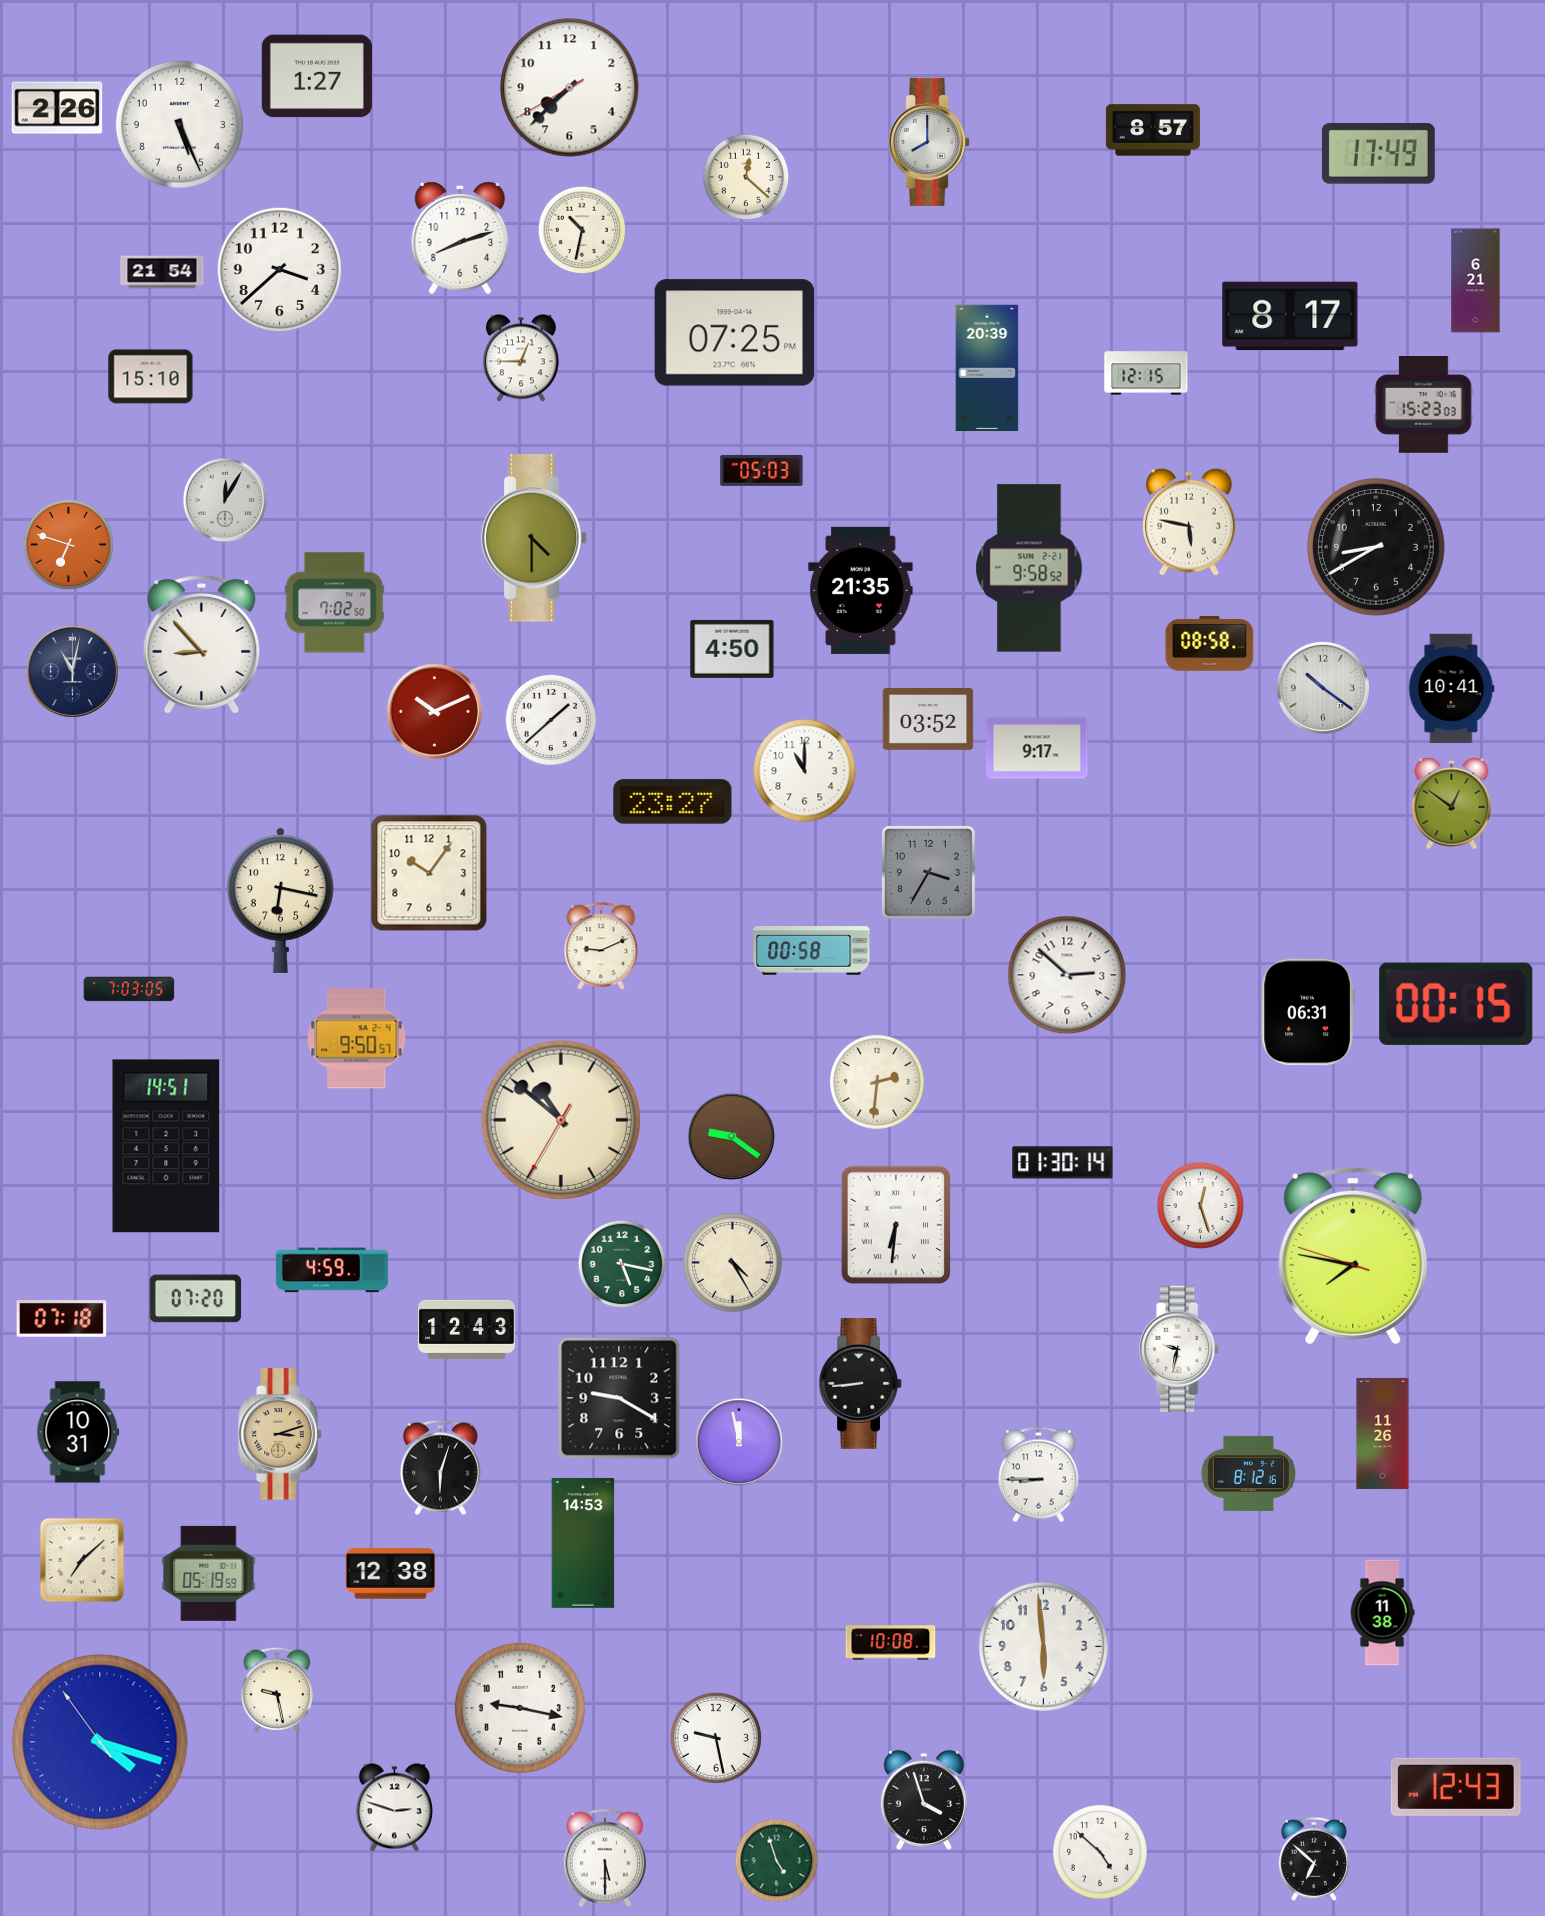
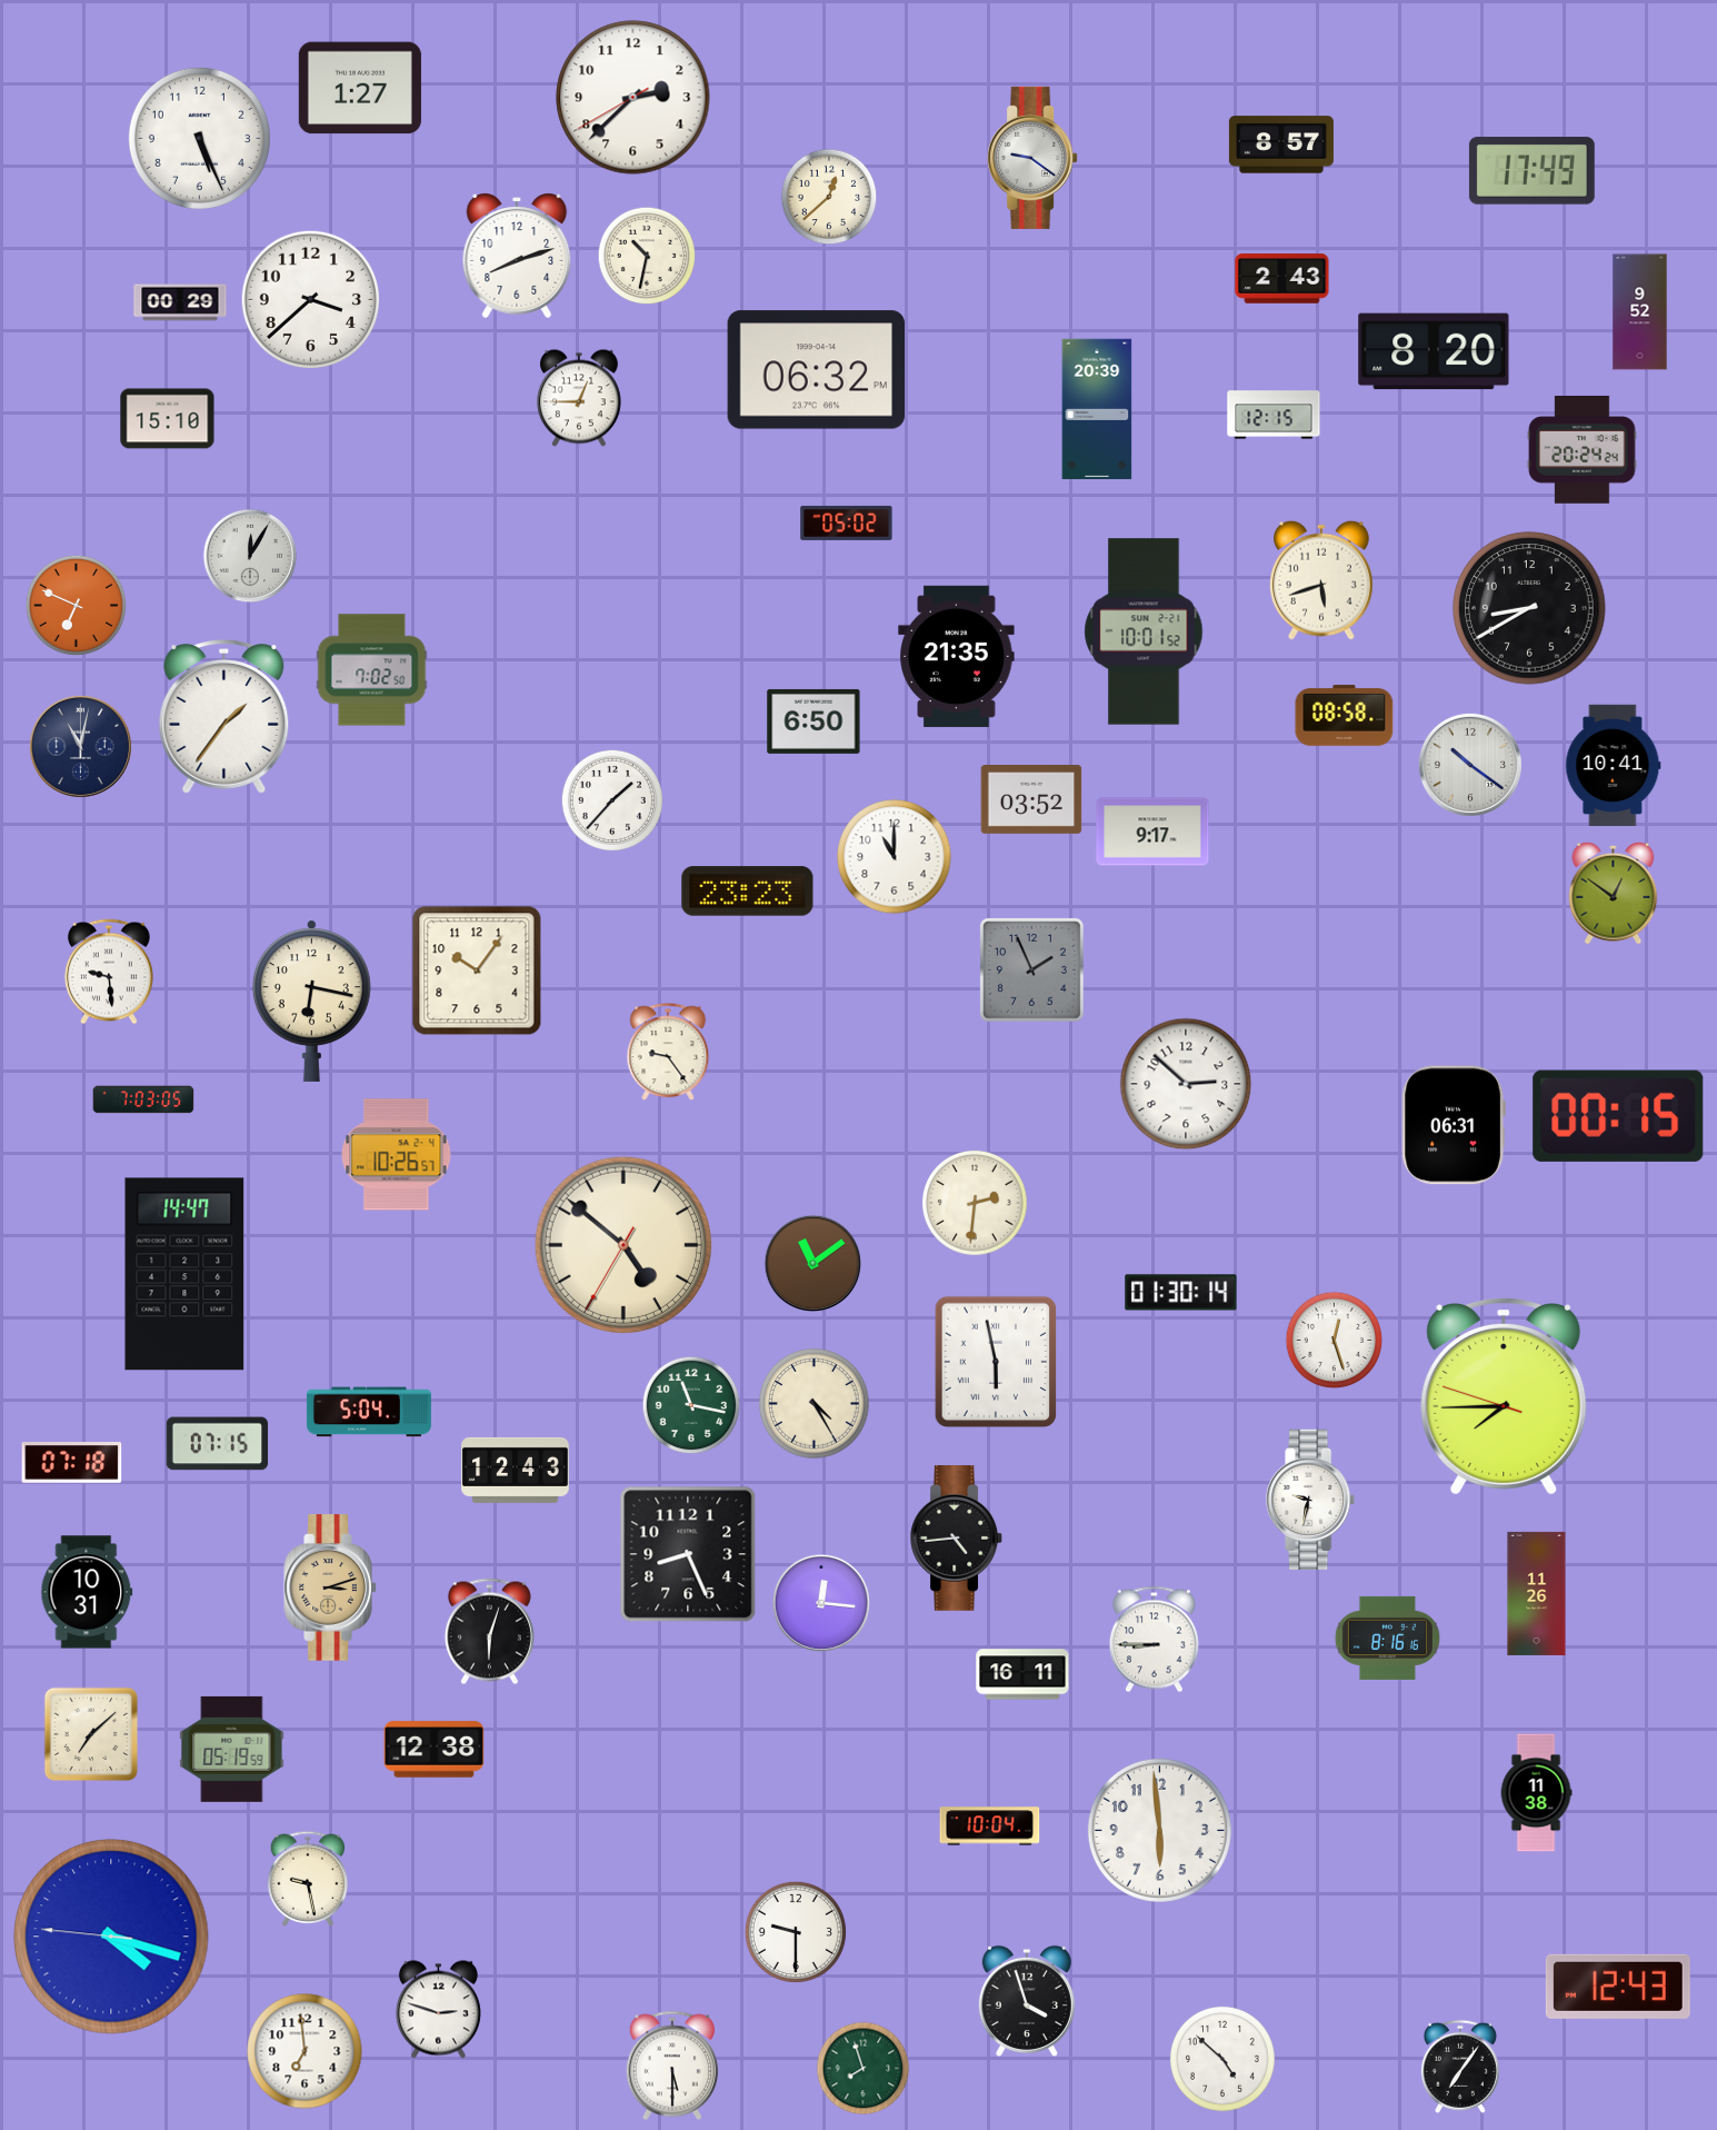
clock at (317, 76) position: (317, 76) -> (360, 88)
clock at (570, 88): 7:37 -> 2:37
clock at (57, 108): 2:26 -> none
clock at (929, 142): 8:00 -> 9:21
clock at (746, 177): 12:22 -> 12:38
clock at (460, 238) position: (460, 238) -> (517, 256)
clock at (1282, 279): none -> 2:43
clock at (162, 272): 21:54 -> 00:29
clock at (1476, 281): 6:21 -> 9:52
clock at (1290, 316): 8:17 -> 8:20
clock at (735, 333): 07:25 -> 06:32
clock at (1424, 405): 15:23 -> 20:24
clock at (762, 470): 05:03 -> 05:02
clock at (1189, 522): 5:47 -> 5:42
clock at (534, 538): 4:30 -> none
clock at (68, 544): 6:48 -> 6:49
clock at (1029, 568): 9:58 -> 10:01
clock at (202, 645): 8:53 -> 1:36
clock at (732, 649): 4:50 -> 6:50
clock at (434, 711): 10:11 -> none
clock at (551, 720): 1:38 -> 1:37
clock at (673, 802): 23:27 -> 23:23
clock at (928, 872): 3:35 -> 1:56
clock at (109, 972): none -> 9:29
clock at (601, 947): 9:11 -> 9:24
clock at (812, 951): 00:58 -> none
clock at (357, 1039): 9:50 -> 10:26
clock at (560, 1119): 10:51 -> 4:51
clock at (732, 1137): 9:21 -> 11:09
clock at (166, 1146): 14:51 -> 14:47
clock at (895, 1225): 6:31 -> 5:58
clock at (1353, 1257): 7:46 -> 7:44
clock at (622, 1264): 5:17 -> 11:17
clock at (332, 1270): 4:59 -> 5:04
clock at (196, 1299): 07:20 -> 07:15
clock at (62, 1319) position: (62, 1319) -> (72, 1463)
clock at (467, 1329) position: (467, 1329) -> (516, 1470)
clock at (860, 1384): 8:44 -> 4:44
clock at (619, 1398): 9:20 -> 8:26
clock at (280, 1434) position: (280, 1434) -> (330, 1587)
clock at (739, 1442): 11:58 -> 12:16
clock at (1248, 1473): 8:12 -> 8:16
clock at (1022, 1674): none -> 16:11
clock at (583, 1543): 14:53 -> none
clock at (891, 1643): 10:08 -> 10:04
clock at (520, 1708): 9:17 -> none
clock at (716, 1738): 9:28 -> 9:30
clock at (100, 1742): 4:17:54 -> 4:17:46
clock at (305, 2051): none -> 6:59
clock at (1314, 1859): 6:52 -> 7:06
clock at (777, 1861): 4:57 -> 7:57
